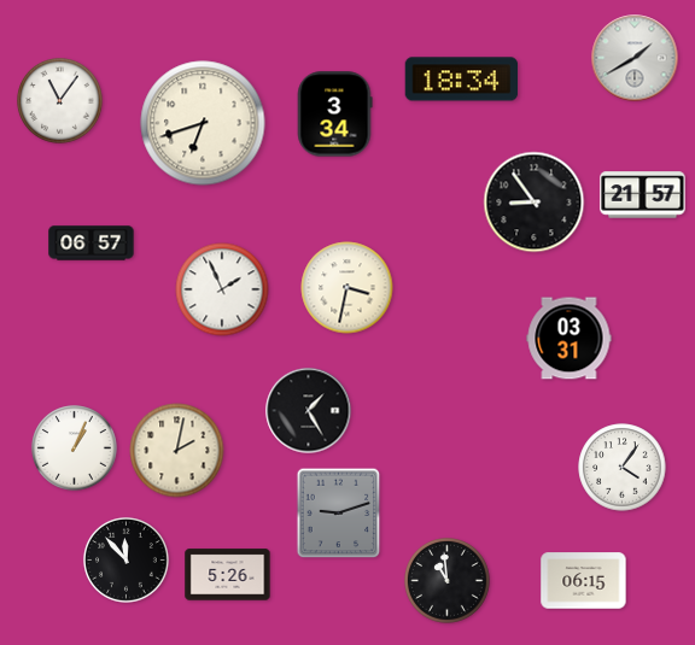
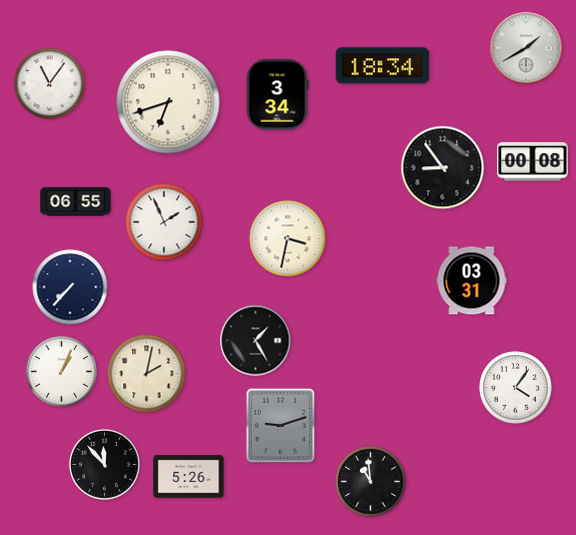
clock at (643, 195): 21:57 -> 00:08
clock at (92, 244): 06:57 -> 06:55
clock at (222, 289) position: (222, 289) -> (164, 222)
clock at (70, 287): none -> 7:37
clock at (584, 581): 06:15 -> none
